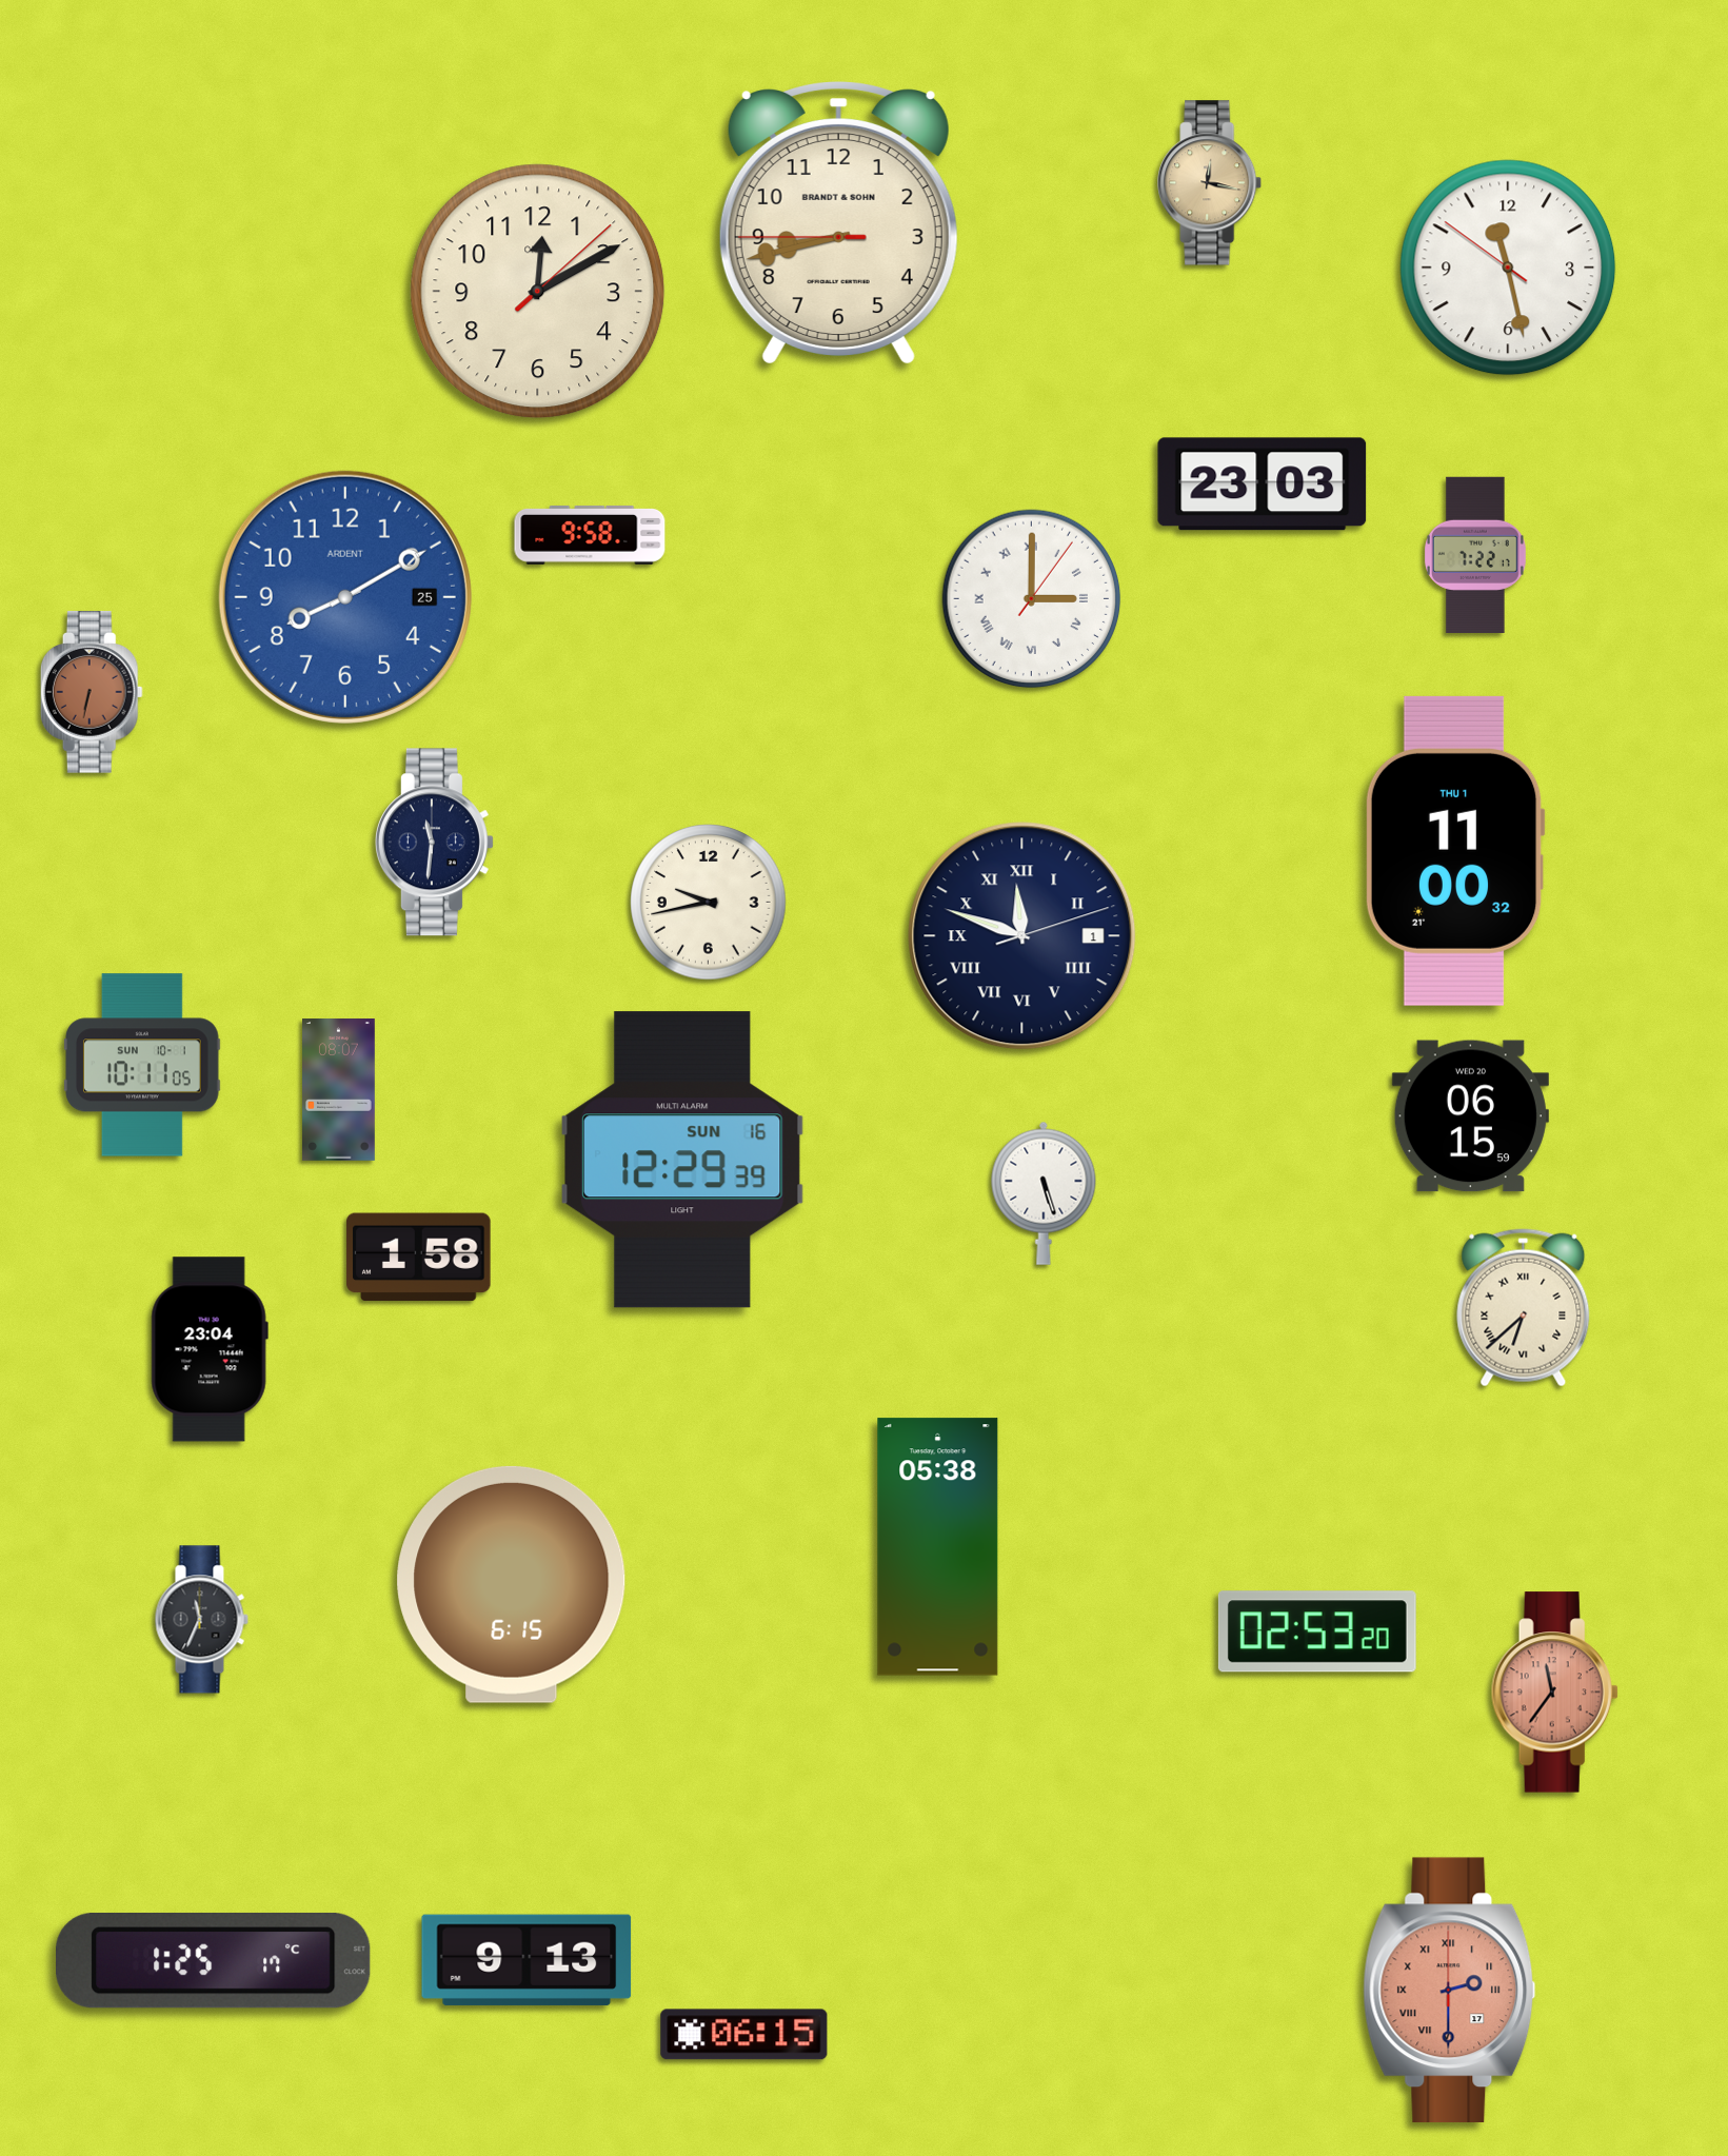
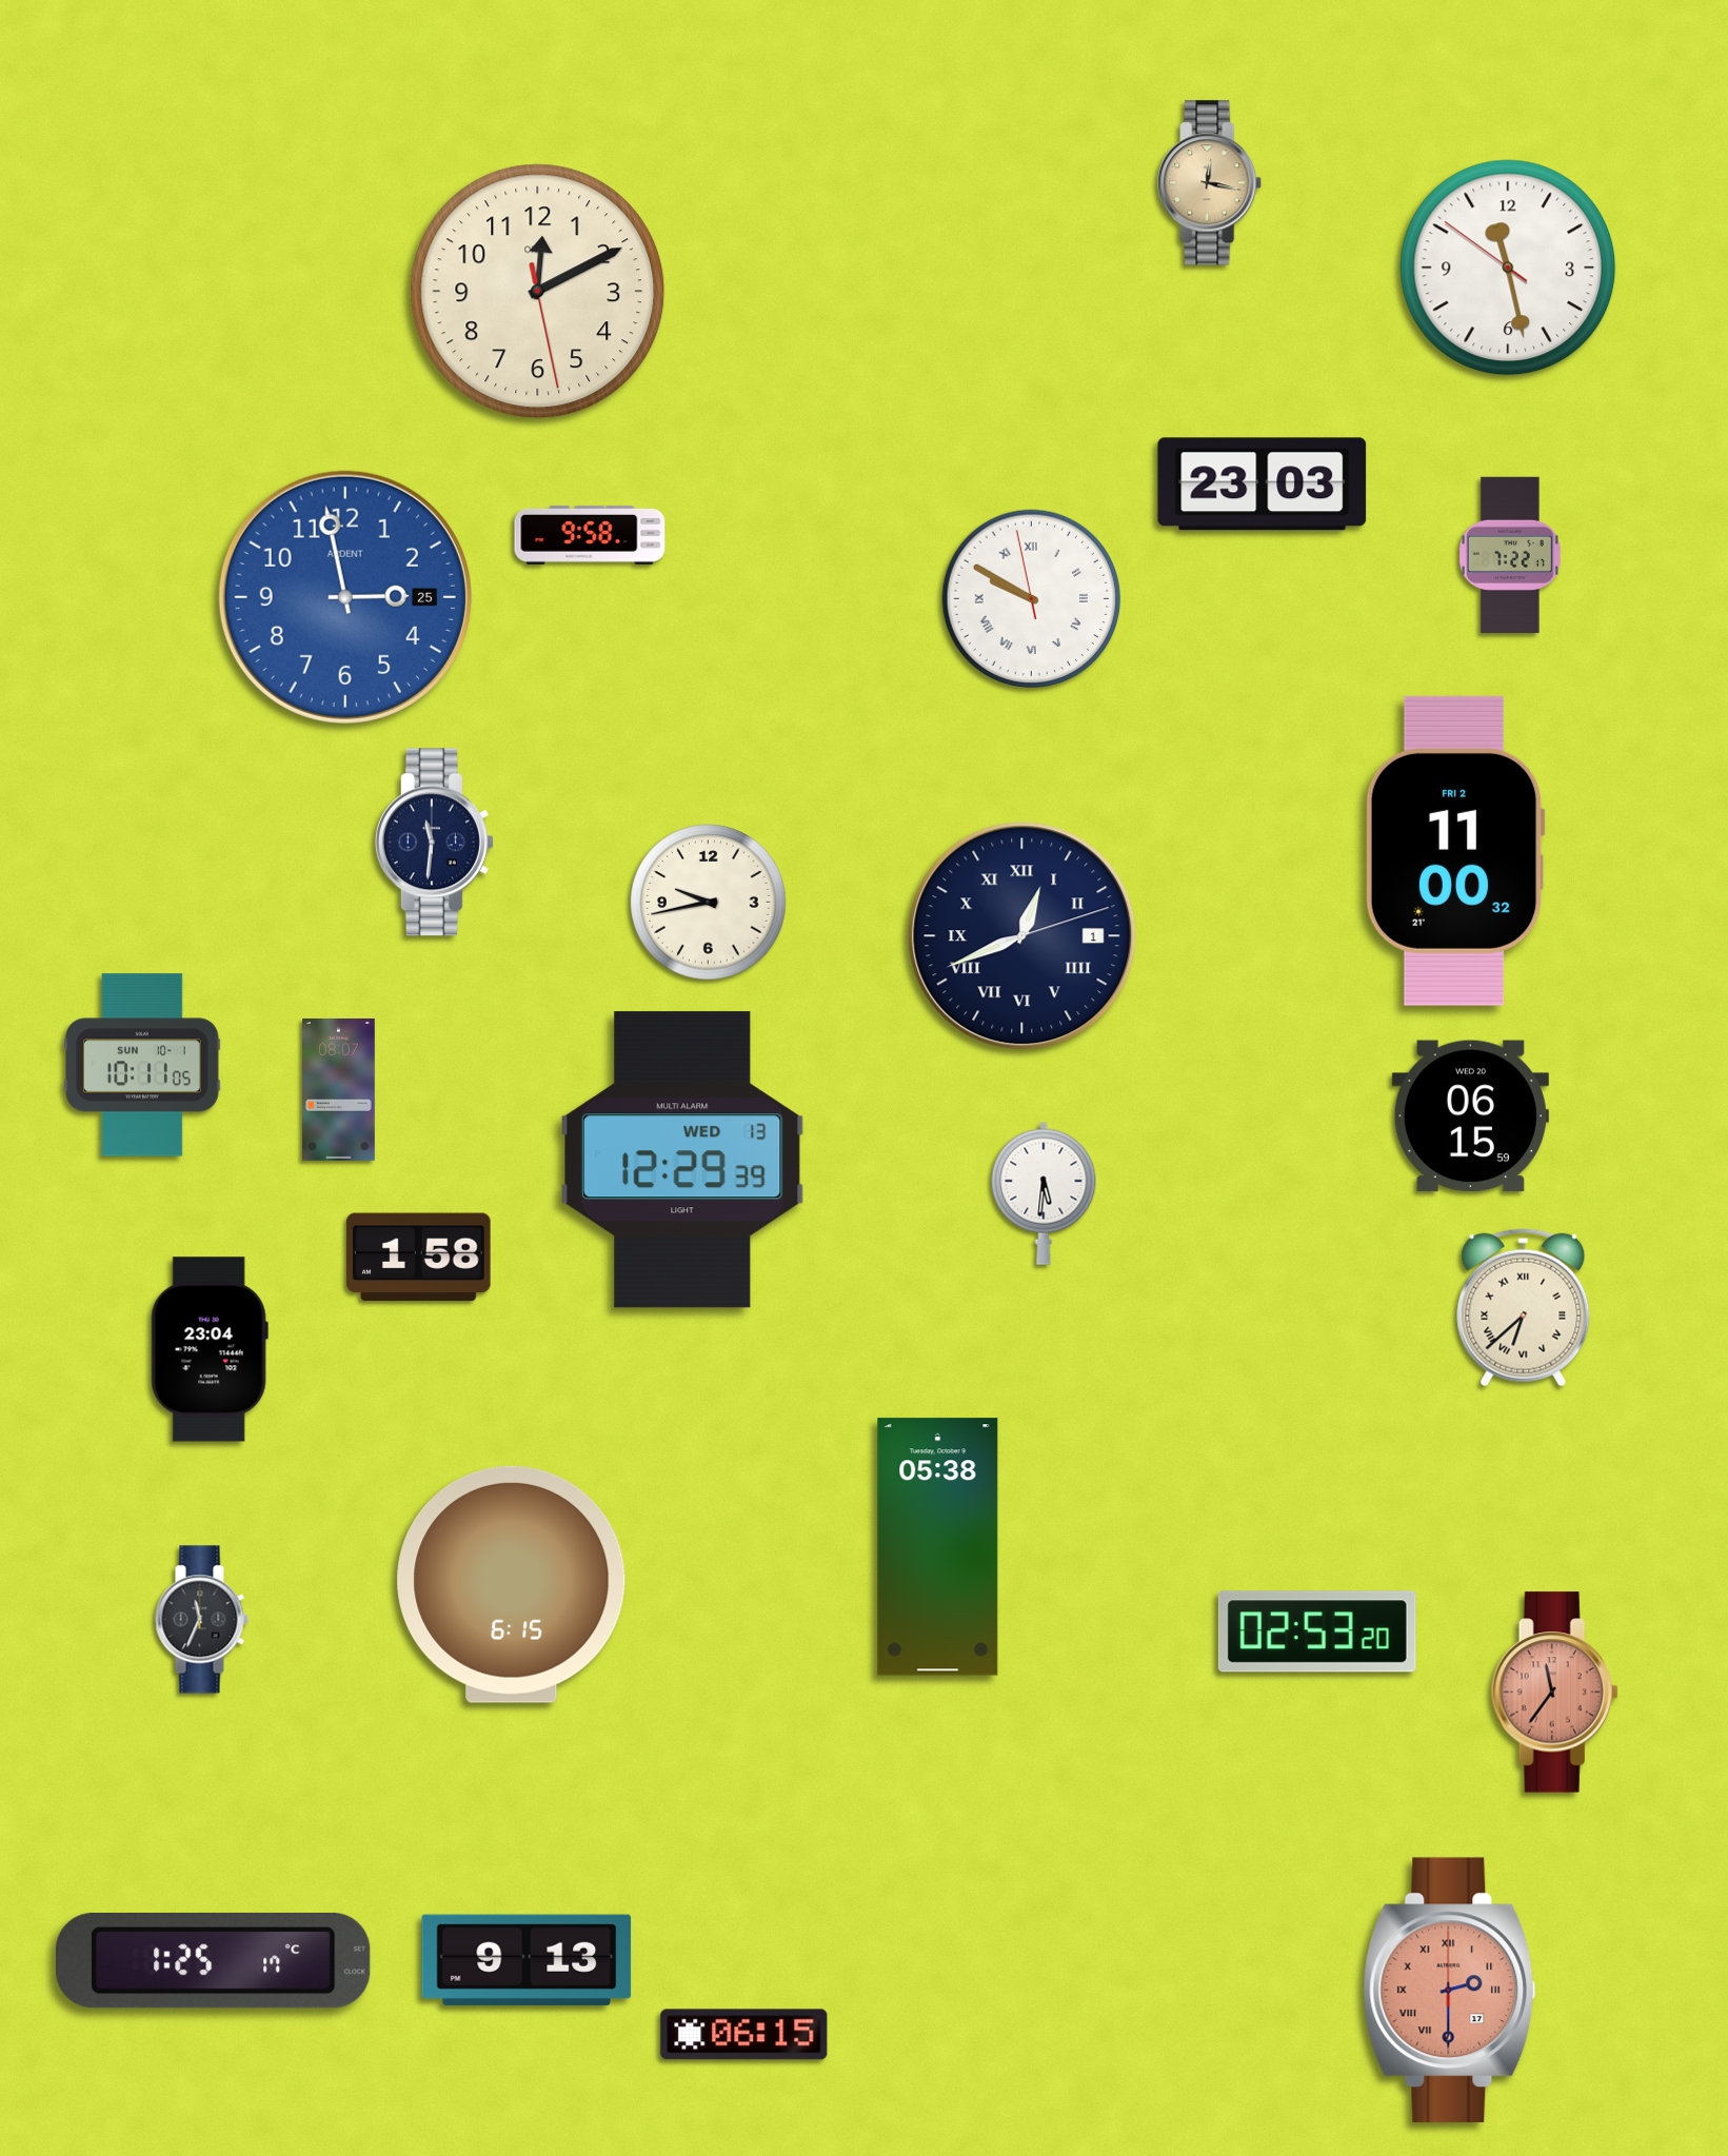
clock at (838, 223): 8:42 -> none
clock at (538, 292): 12:10:08 -> 12:10:28
clock at (1475, 554) position: (1475, 554) -> (1510, 554)
clock at (345, 597): 8:10 -> 2:58
clock at (1032, 599): 3:00 -> 9:49
clock at (92, 692): 6:32 -> none
clock at (1455, 851) date: THU 1 -> FRI 2
clock at (1022, 936): 11:48 -> 12:41
clock at (683, 1160) date: SUN 16 -> WED 13
clock at (1044, 1193): 5:27 -> 5:31
